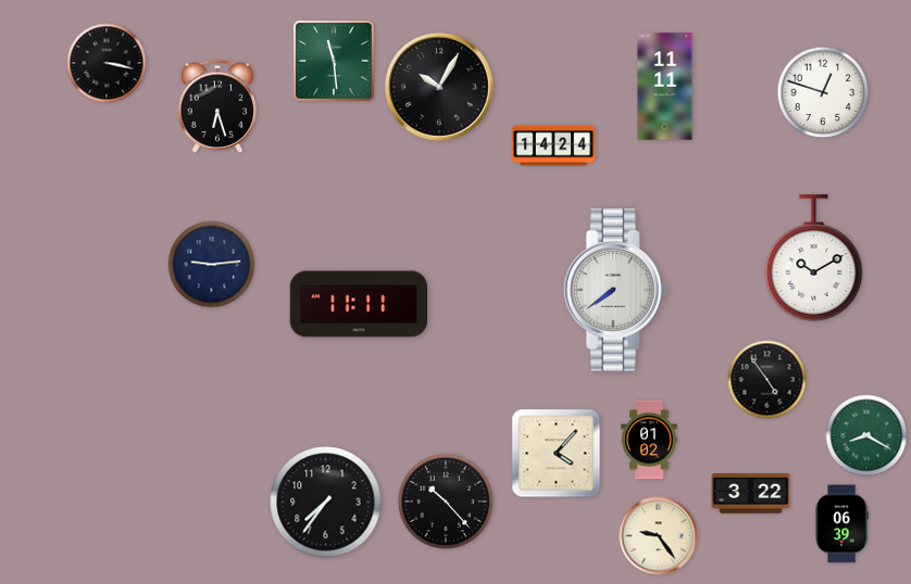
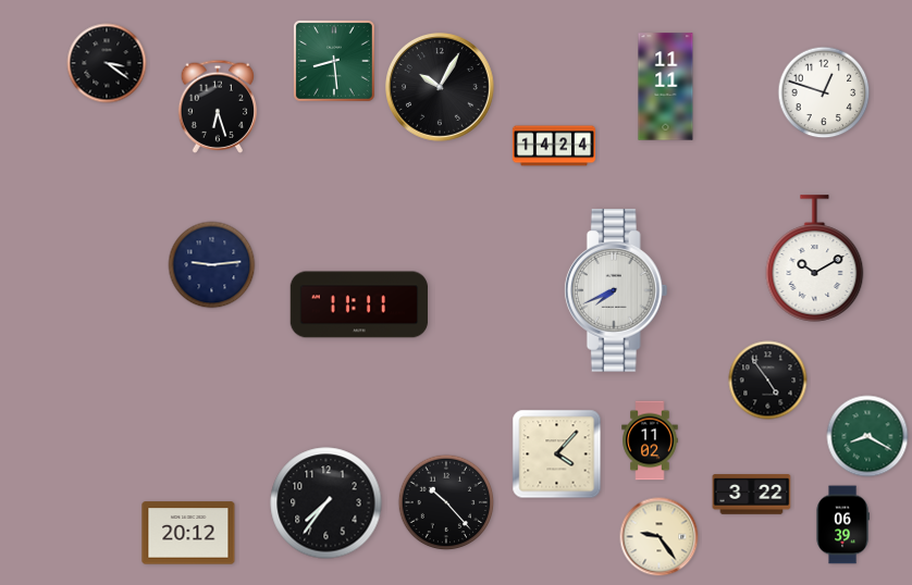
clock at (335, 62): 11:29 -> 8:29
clock at (107, 63): 3:17 -> 3:21
clock at (615, 290): 7:39 -> 7:41
clock at (649, 440): 01:02 -> 11:02
clock at (188, 533): none -> 20:12
